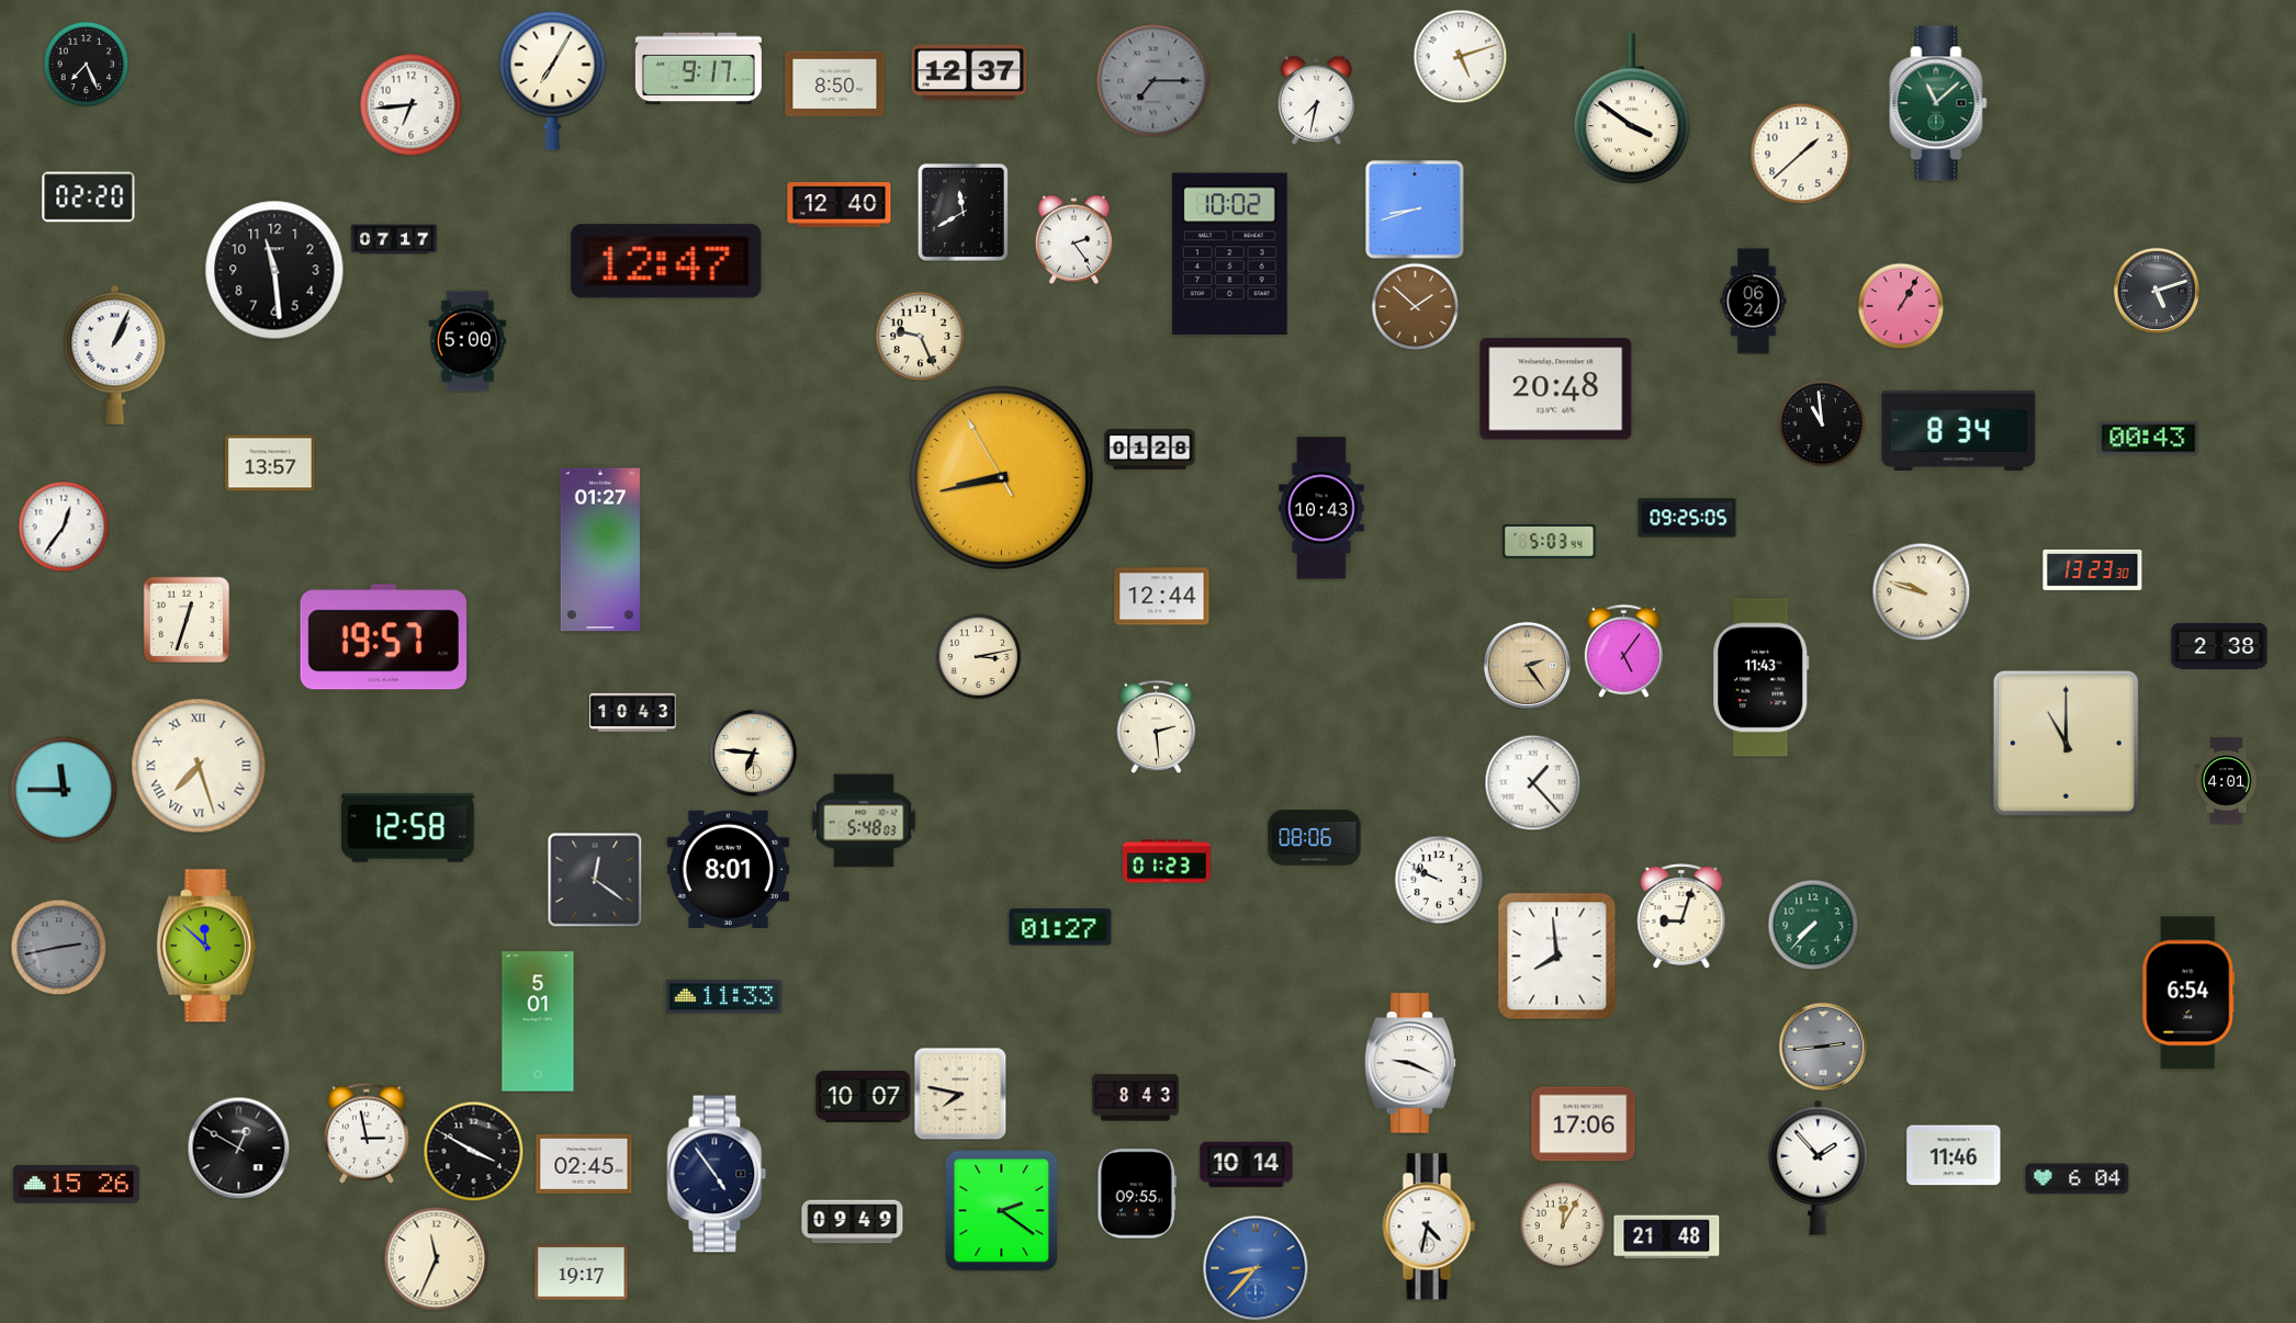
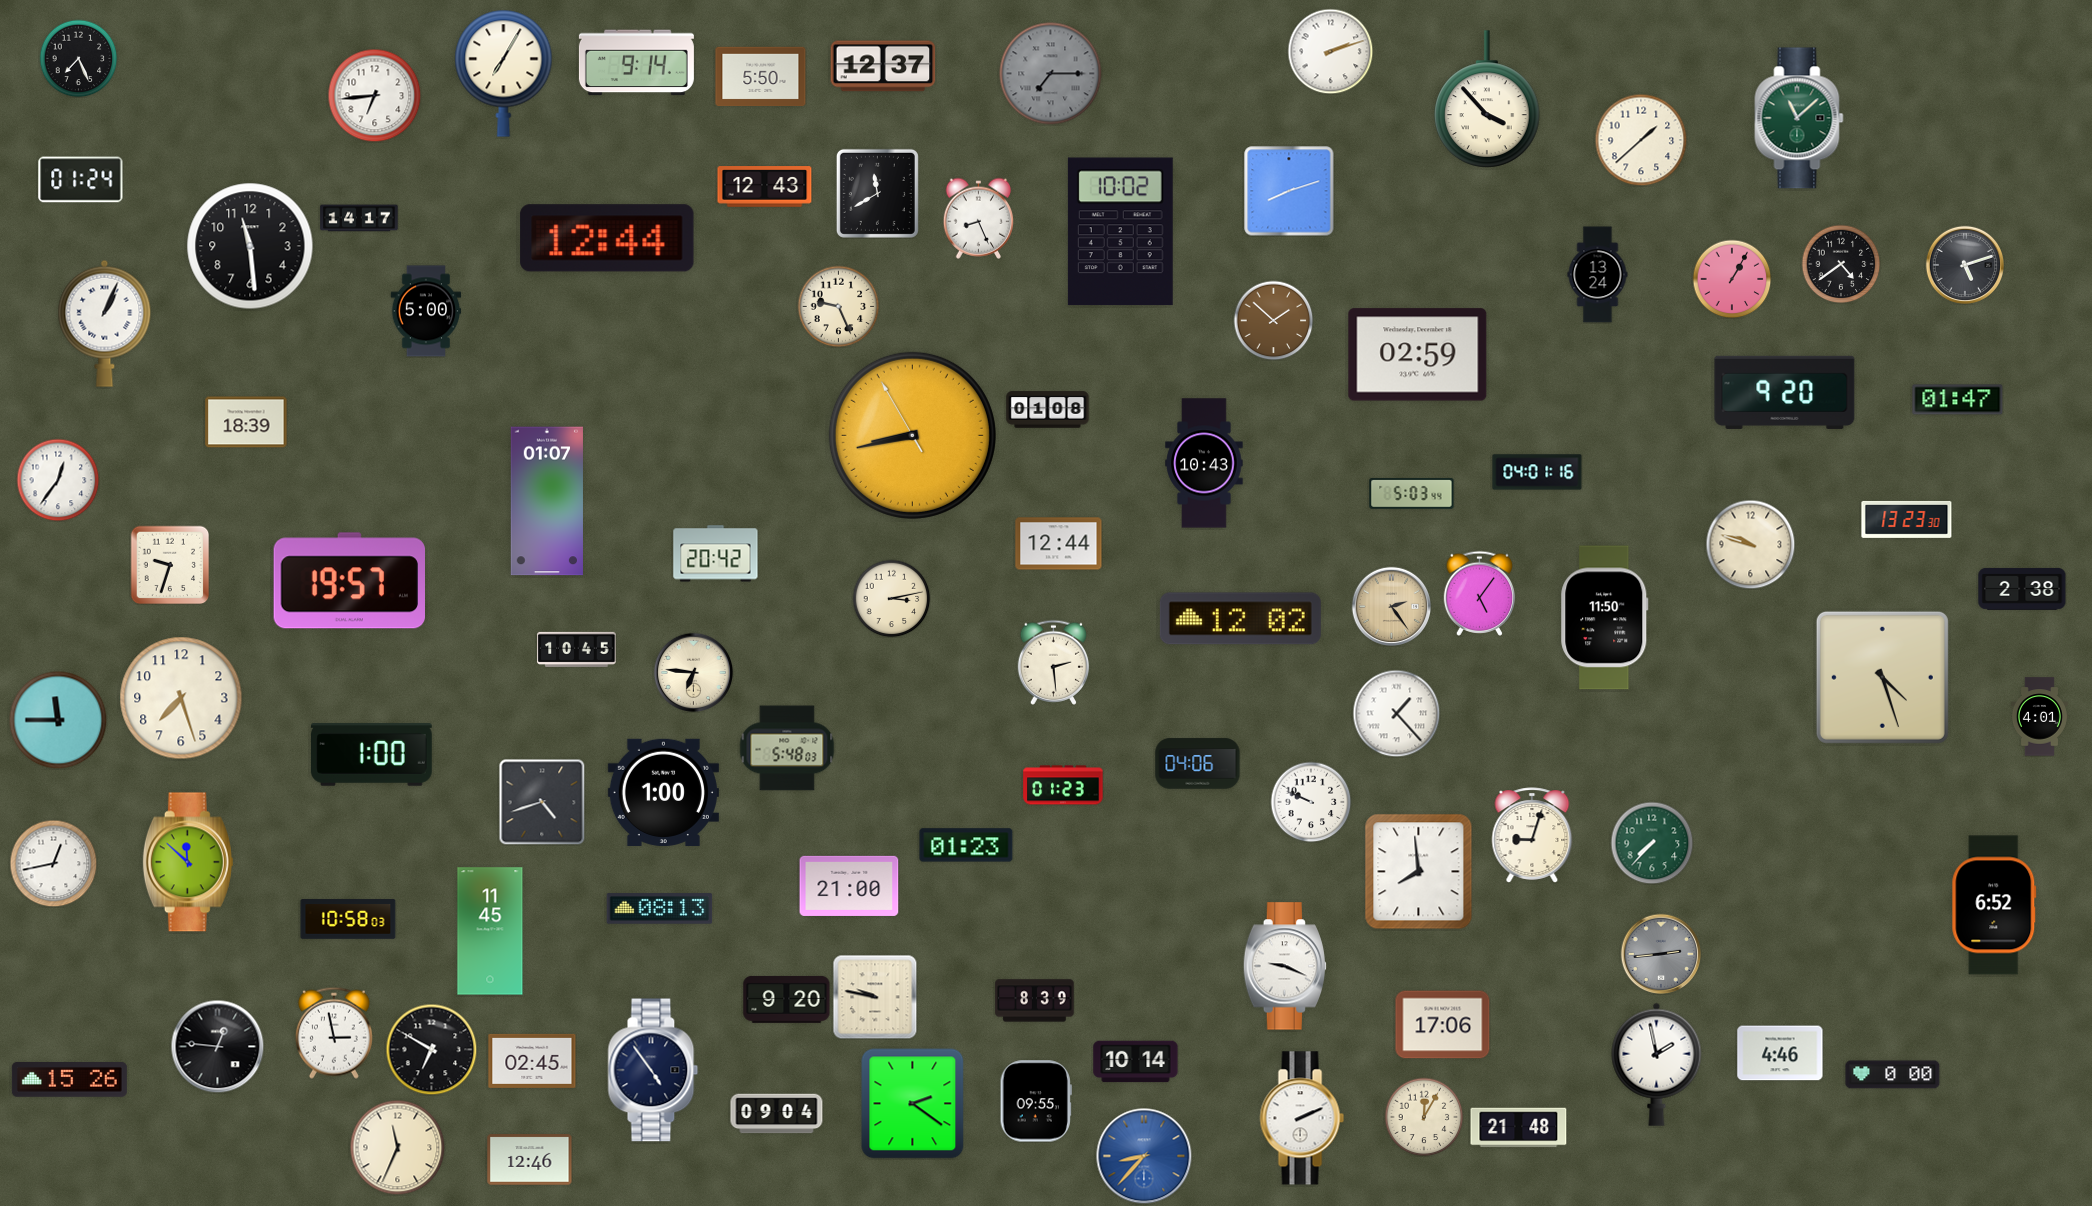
clock at (1460, 56): 5:12 -> 2:12
clock at (698, 69): 9:17 -> 9:14
clock at (835, 84): 8:50 -> 5:50
clock at (1317, 100): 7:32 -> none
clock at (1938, 103) position: (1938, 103) -> (1799, 118)
clock at (1632, 109): 3:51 -> 3:53
clock at (89, 197): 02:20 -> 01:24
clock at (840, 205): 12:40 -> 12:43
clock at (1415, 210): 8:42 -> 8:12
clock at (394, 239): 07:17 -> 14:17
clock at (1074, 239): 2:24 -> 8:26
clock at (666, 261): 12:47 -> 12:44
clock at (1841, 264): none -> 4:39
clock at (1754, 302): 06:24 -> 13:24
clock at (1415, 306) position: (1415, 306) -> (1273, 320)
clock at (1556, 389): 20:48 -> 02:59
clock at (1822, 423): 10:59 -> none
clock at (1959, 430): 8:34 -> 9:20
clock at (2149, 439): 00:43 -> 01:47
clock at (1150, 450): 01:28 -> 01:08
clock at (270, 463): 13:57 -> 18:39
clock at (1687, 518): 09:25 -> 04:01
clock at (600, 550): 01:27 -> 01:07
clock at (1921, 591) position: (1921, 591) -> (1750, 544)
clock at (716, 554): none -> 20:42
clock at (187, 620): 12:33 -> 9:33
clock at (1762, 678): 11:43 -> 11:50
clock at (1240, 619): none -> 12:02
clock at (633, 712): 10:43 -> 10:45
clock at (2066, 743): 11:00 -> 4:27
clock at (753, 753) position: (753, 753) -> (693, 672)
clock at (199, 766) numerals: Roman -> Arabic
clock at (2226, 781) position: (2226, 781) -> (2039, 717)
clock at (408, 828): 12:58 -> 1:00
clock at (1315, 838): 08:06 -> 04:06
clock at (728, 869): 8:01 -> 1:00
clock at (595, 880): 12:21 -> 4:42
clock at (1060, 927): 01:27 -> 01:23
clock at (58, 947): 2:43 -> 12:43
clock at (58, 947) dial: grey -> white
clock at (849, 886): none -> 21:00
clock at (2188, 993): 6:54 -> 6:52
clock at (724, 997): 11:33 -> 08:13
clock at (348, 919): none -> 10:58
clock at (538, 1021): 5:01 -> 11:45
clock at (1410, 1063) position: (1410, 1063) -> (1285, 966)
clock at (960, 1094): 7:47 -> 9:47
clock at (864, 1096): 10:07 -> 9:20
clock at (1136, 1098): 8:43 -> 8:39
clock at (238, 1147): 12:50 -> 12:46
clock at (473, 1151): 3:50 -> 6:50
clock at (1954, 1155): 11:46 -> 4:46
clock at (1819, 1167): 1:53 -> 1:58
clock at (2078, 1179): 6:04 -> 0:00
clock at (1137, 1194) position: (1137, 1194) -> (1036, 1101)
clock at (853, 1222): 09:49 -> 09:04
clock at (1429, 1226): 4:32 -> 2:11
clock at (582, 1273): 19:17 -> 12:46
